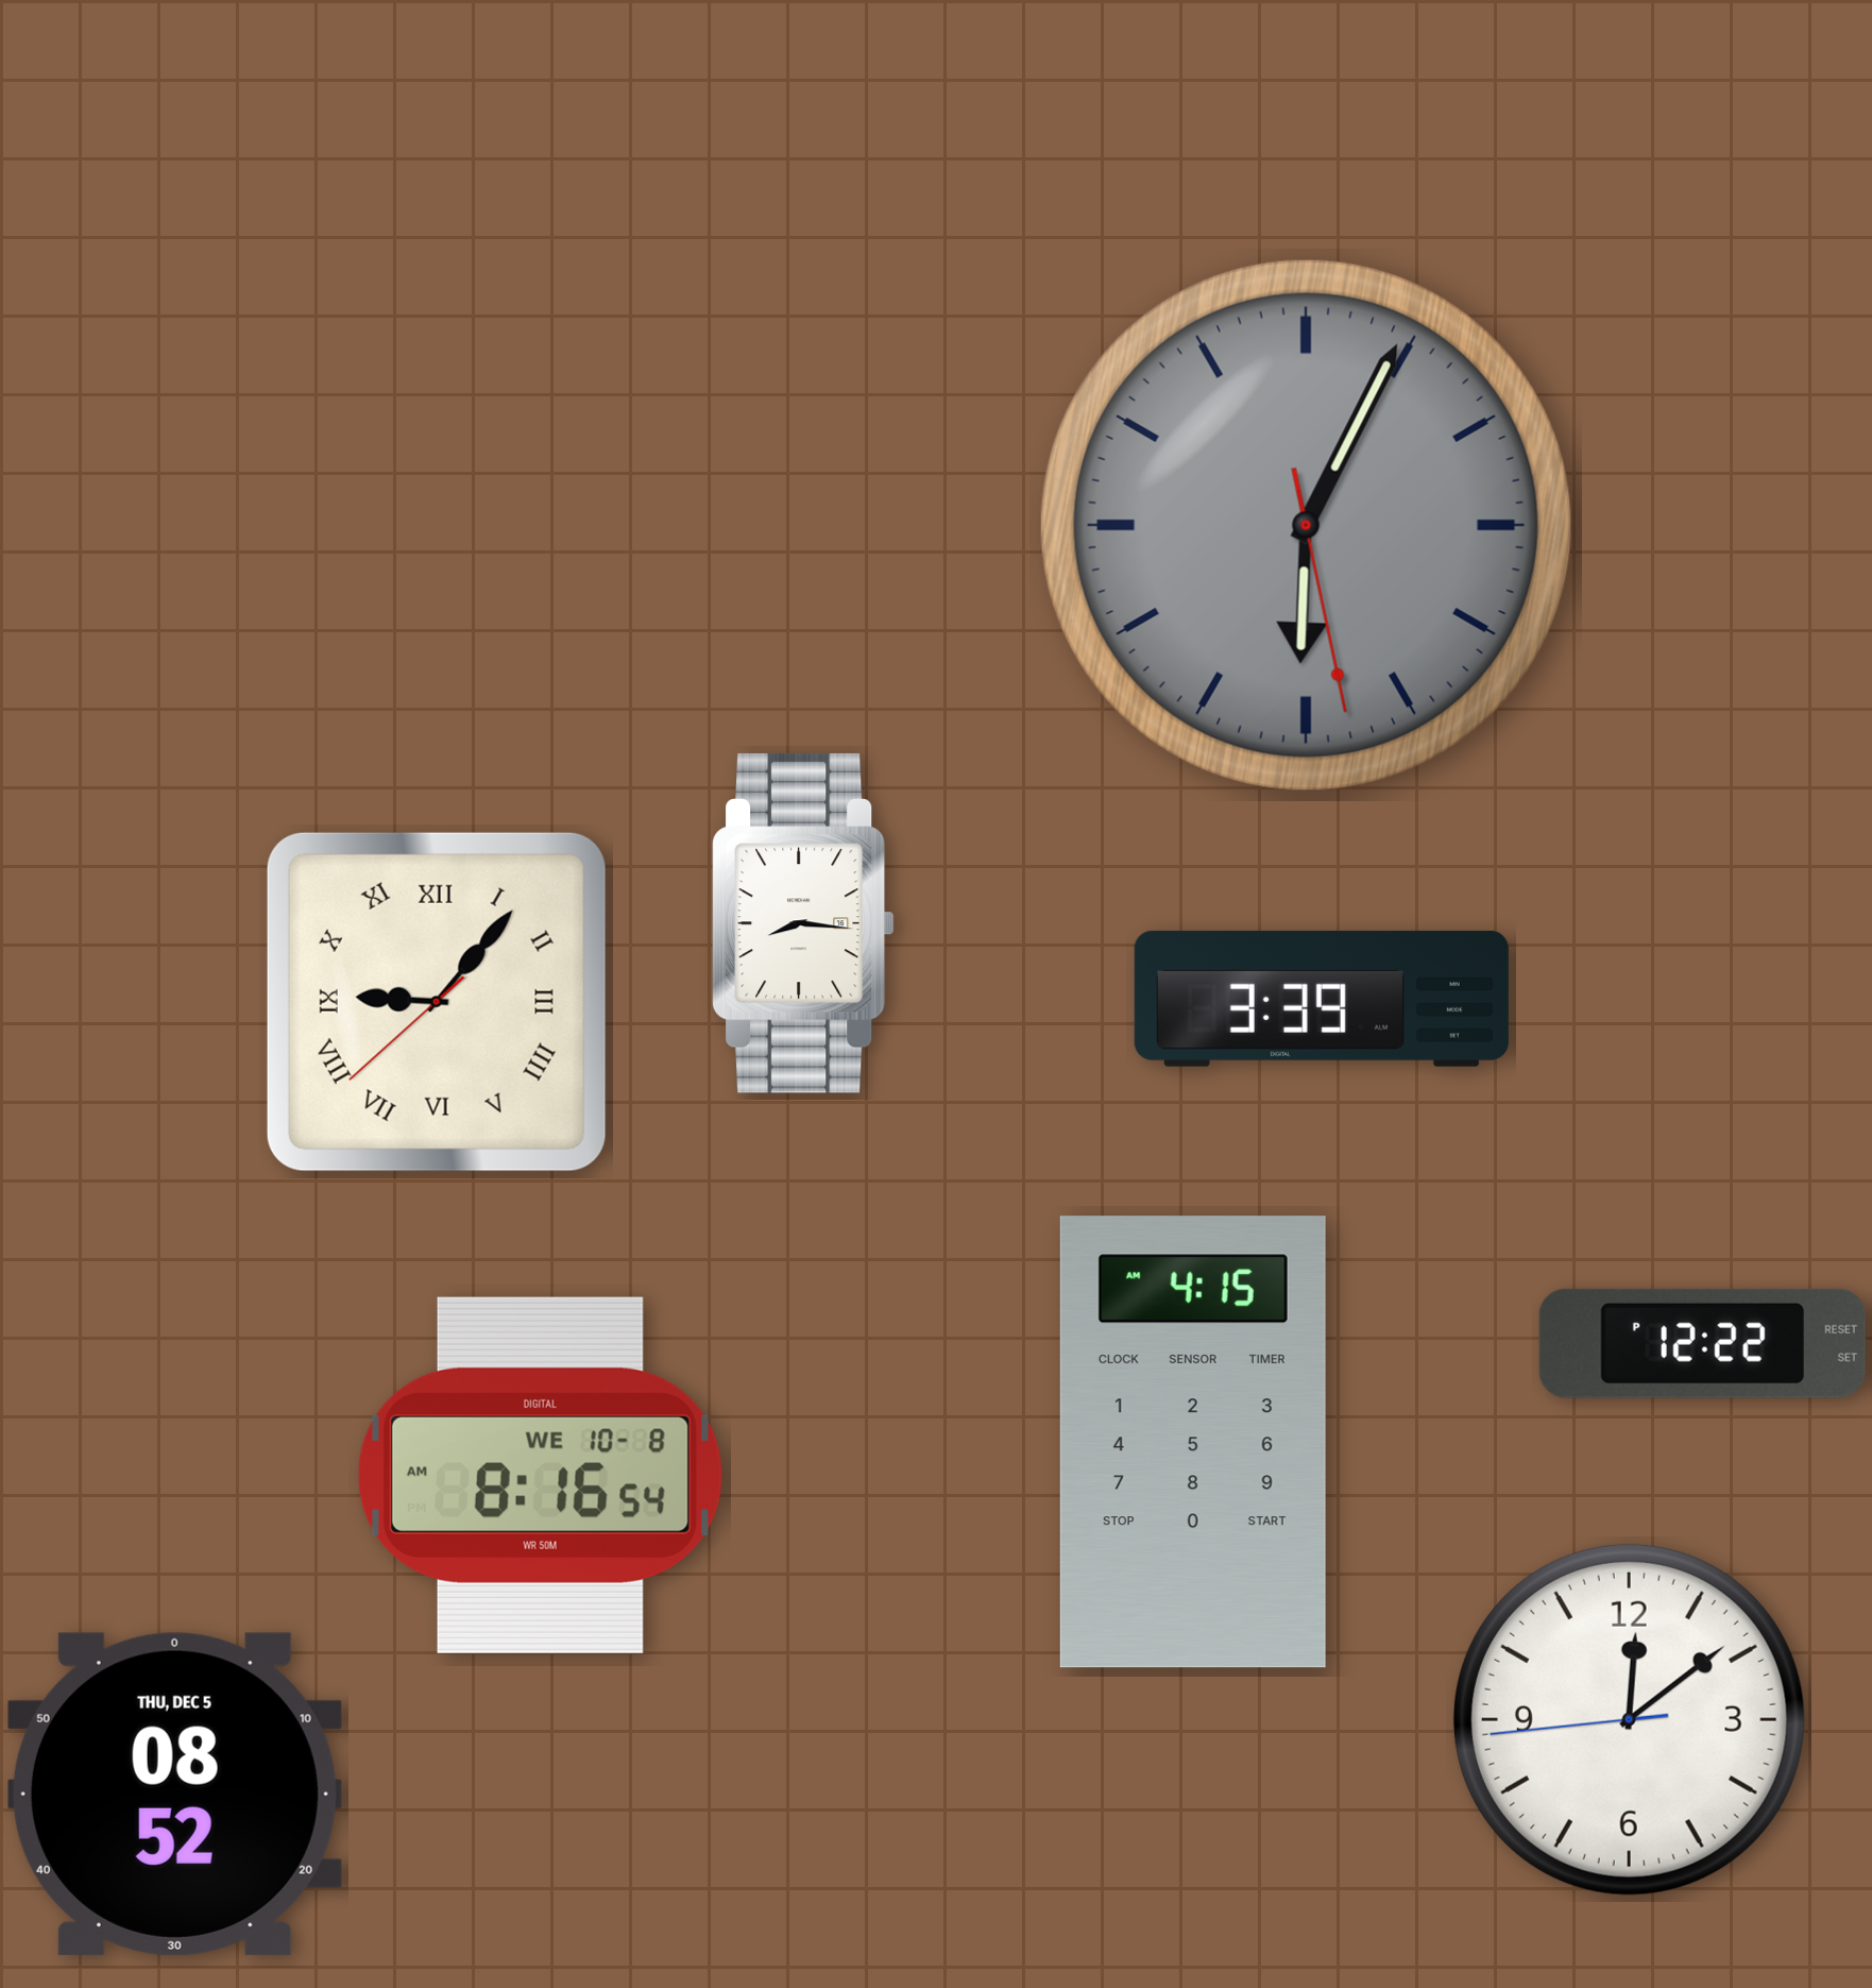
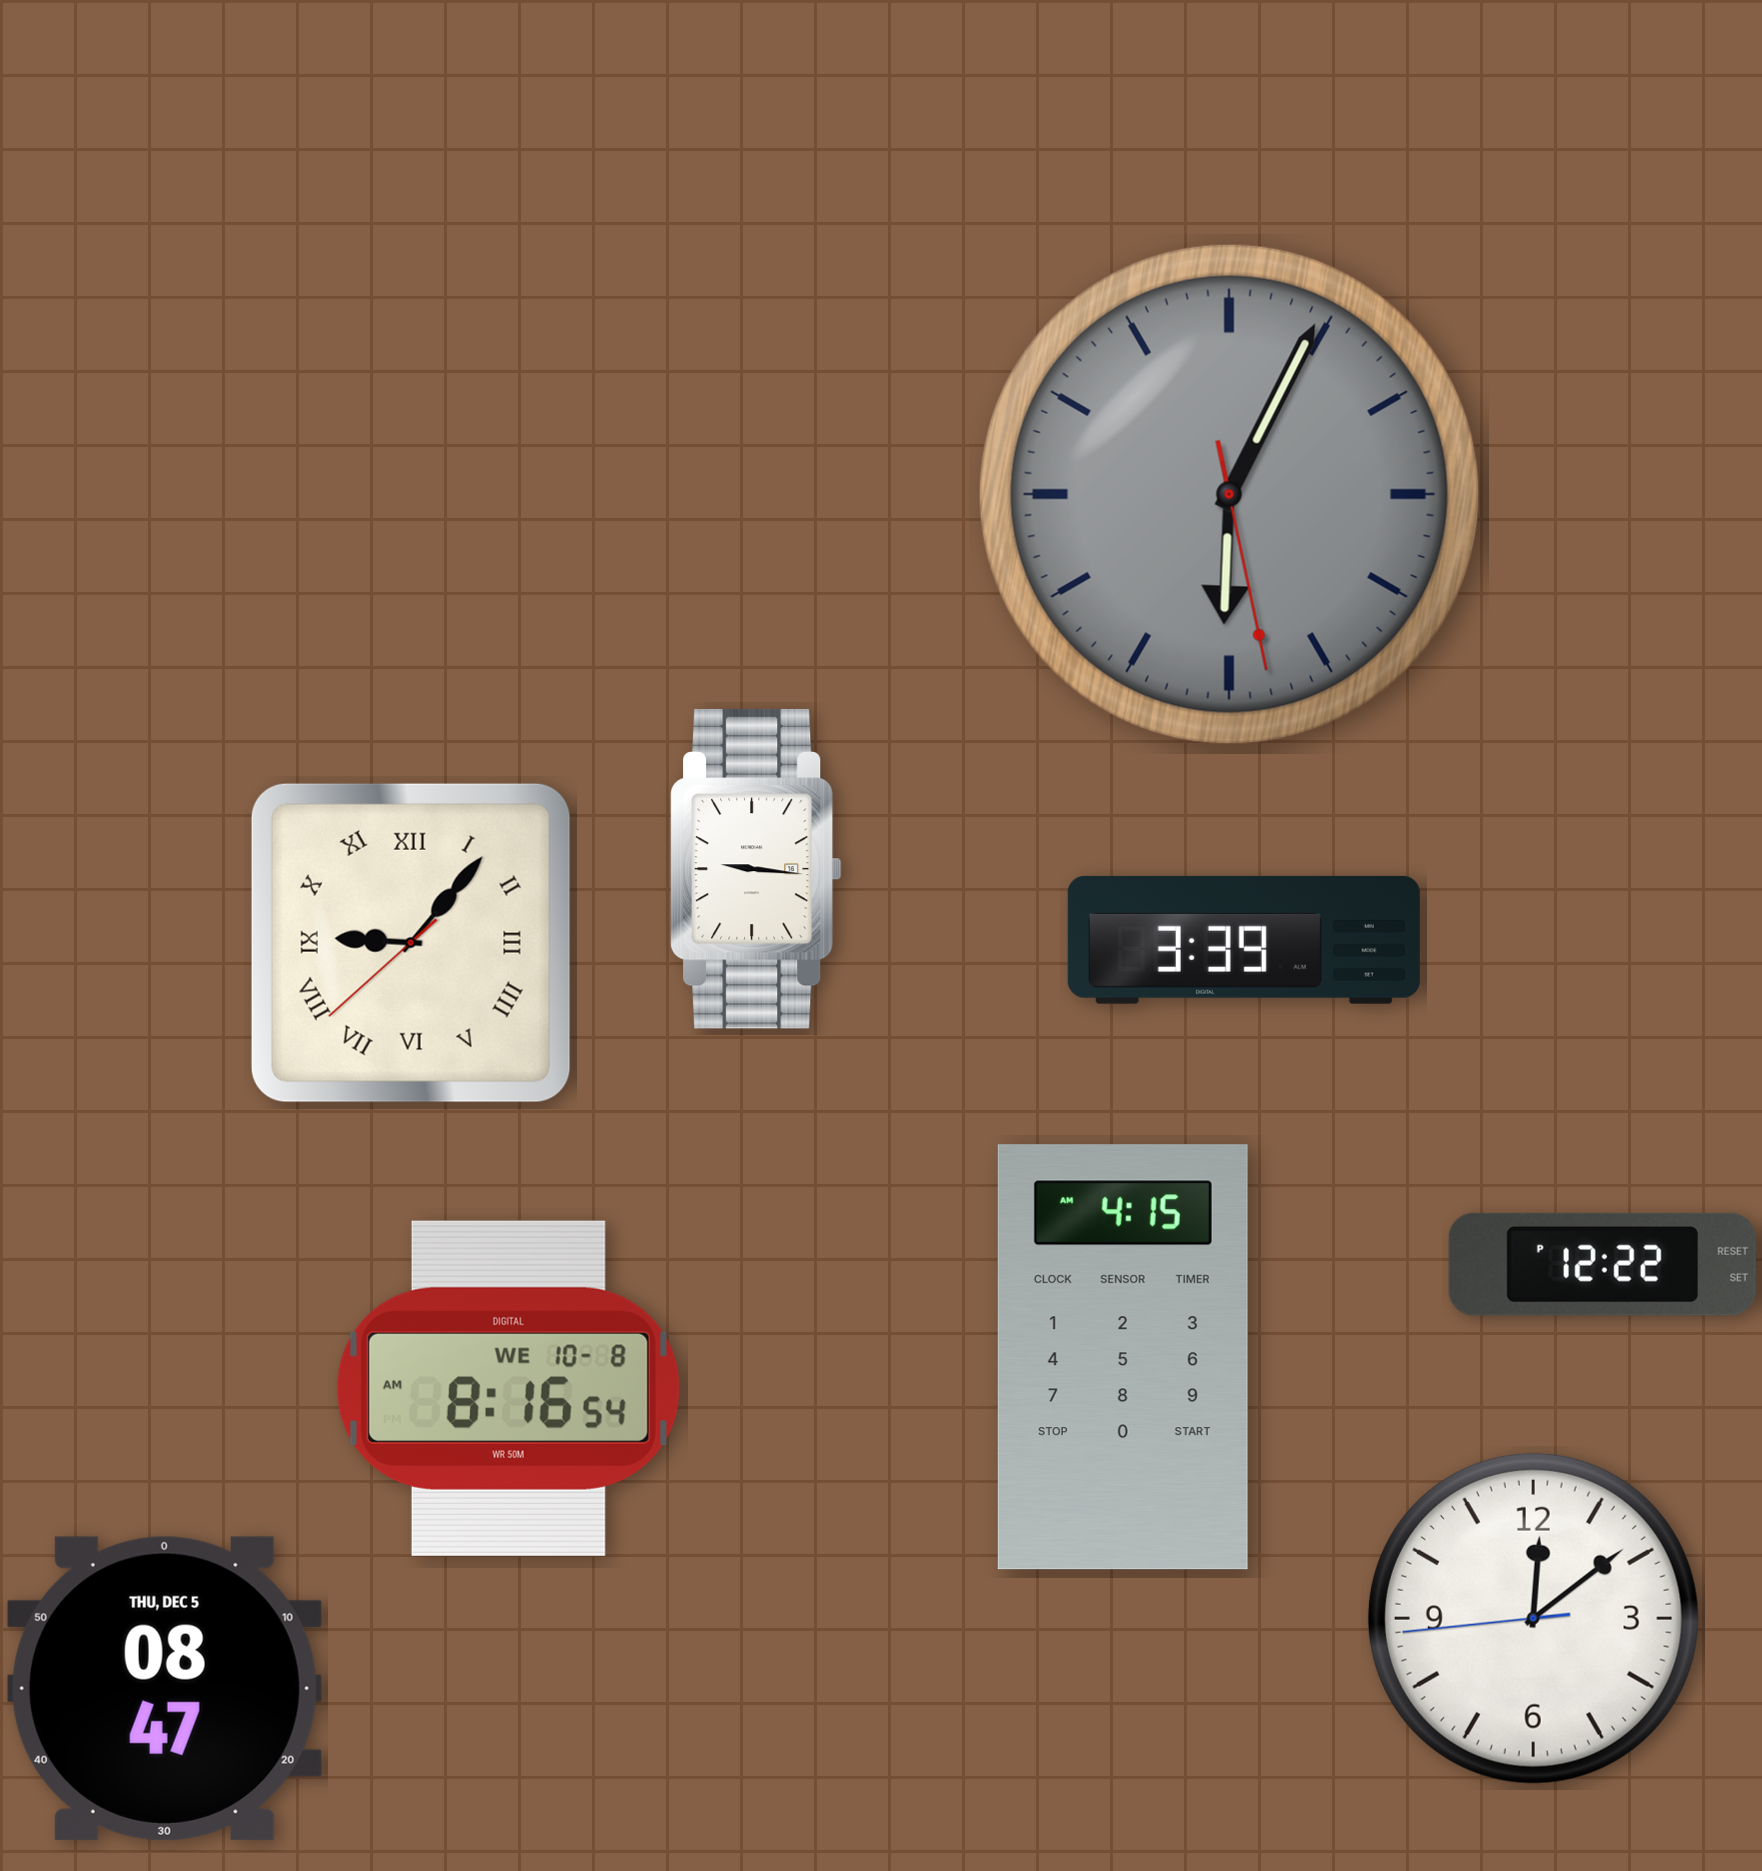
clock at (804, 923): 8:16 -> 9:16
clock at (174, 1794): 08:52 -> 08:47
